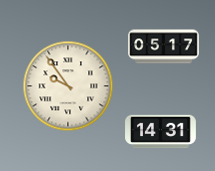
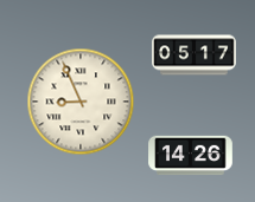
clock at (68, 86): 9:54 -> 8:56
clock at (161, 132): 14:31 -> 14:26
